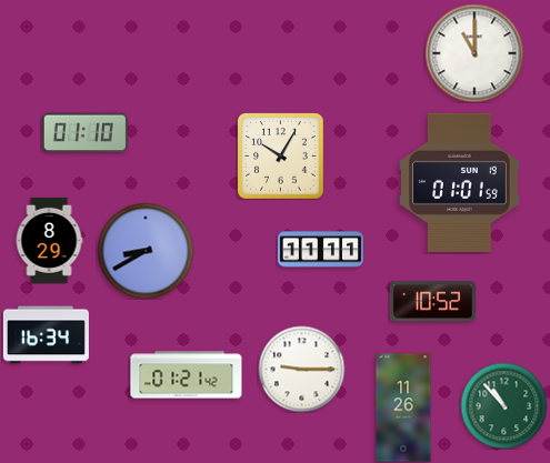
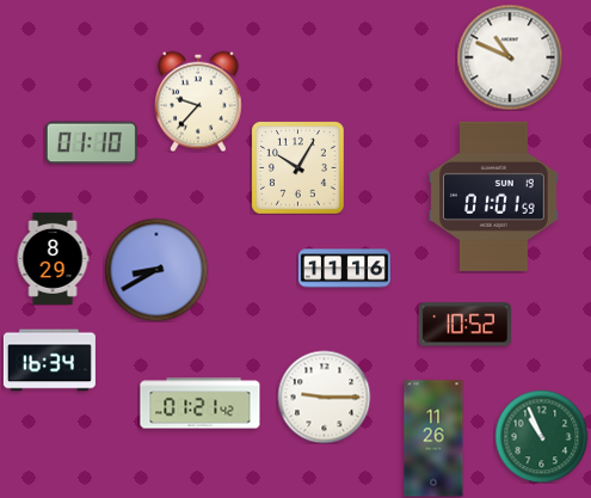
clock at (474, 53): 11:00 -> 10:49
clock at (199, 102): none -> 9:37
clock at (280, 155) position: (280, 155) -> (297, 167)
clock at (320, 250): 11:11 -> 11:16
clock at (503, 405): 10:53 -> 10:56
